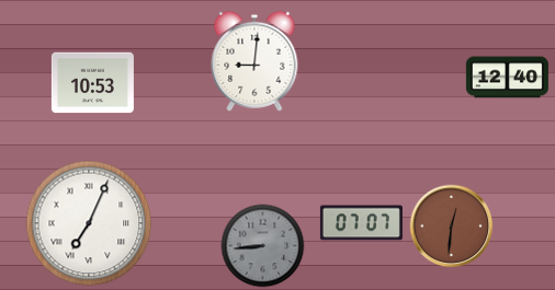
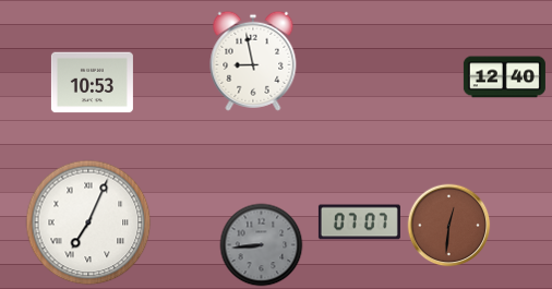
clock at (254, 61): 9:01 -> 8:58
